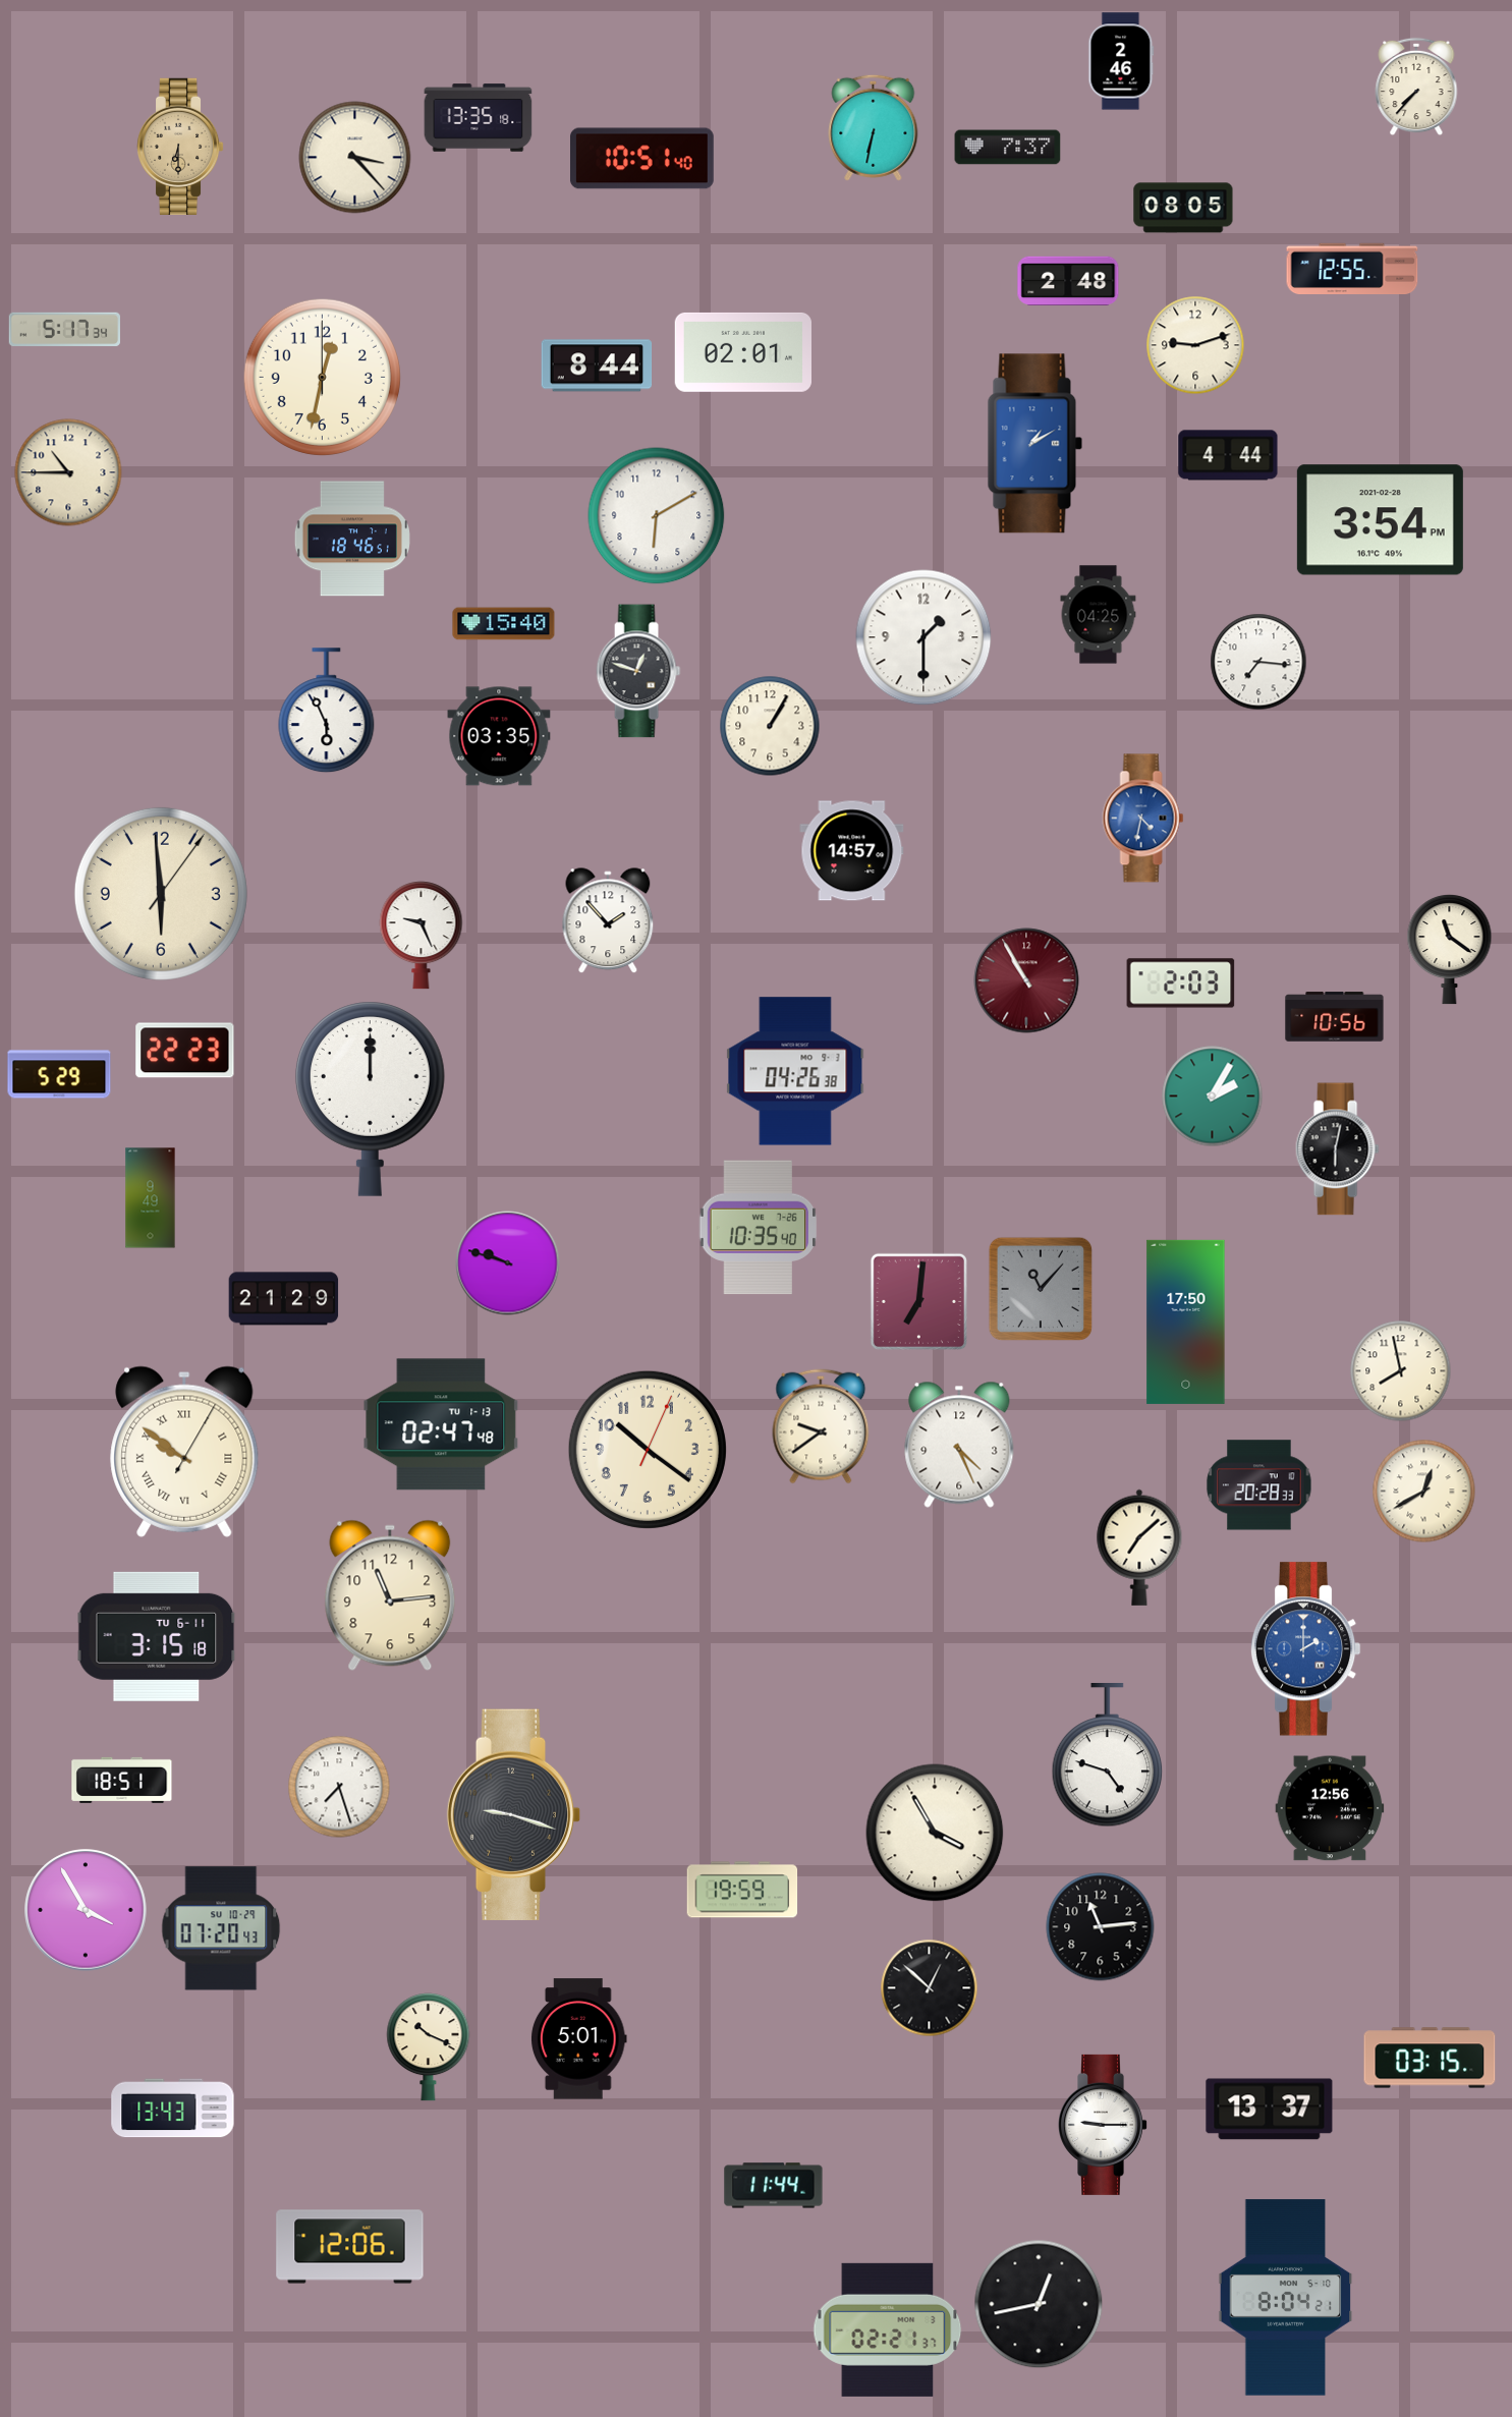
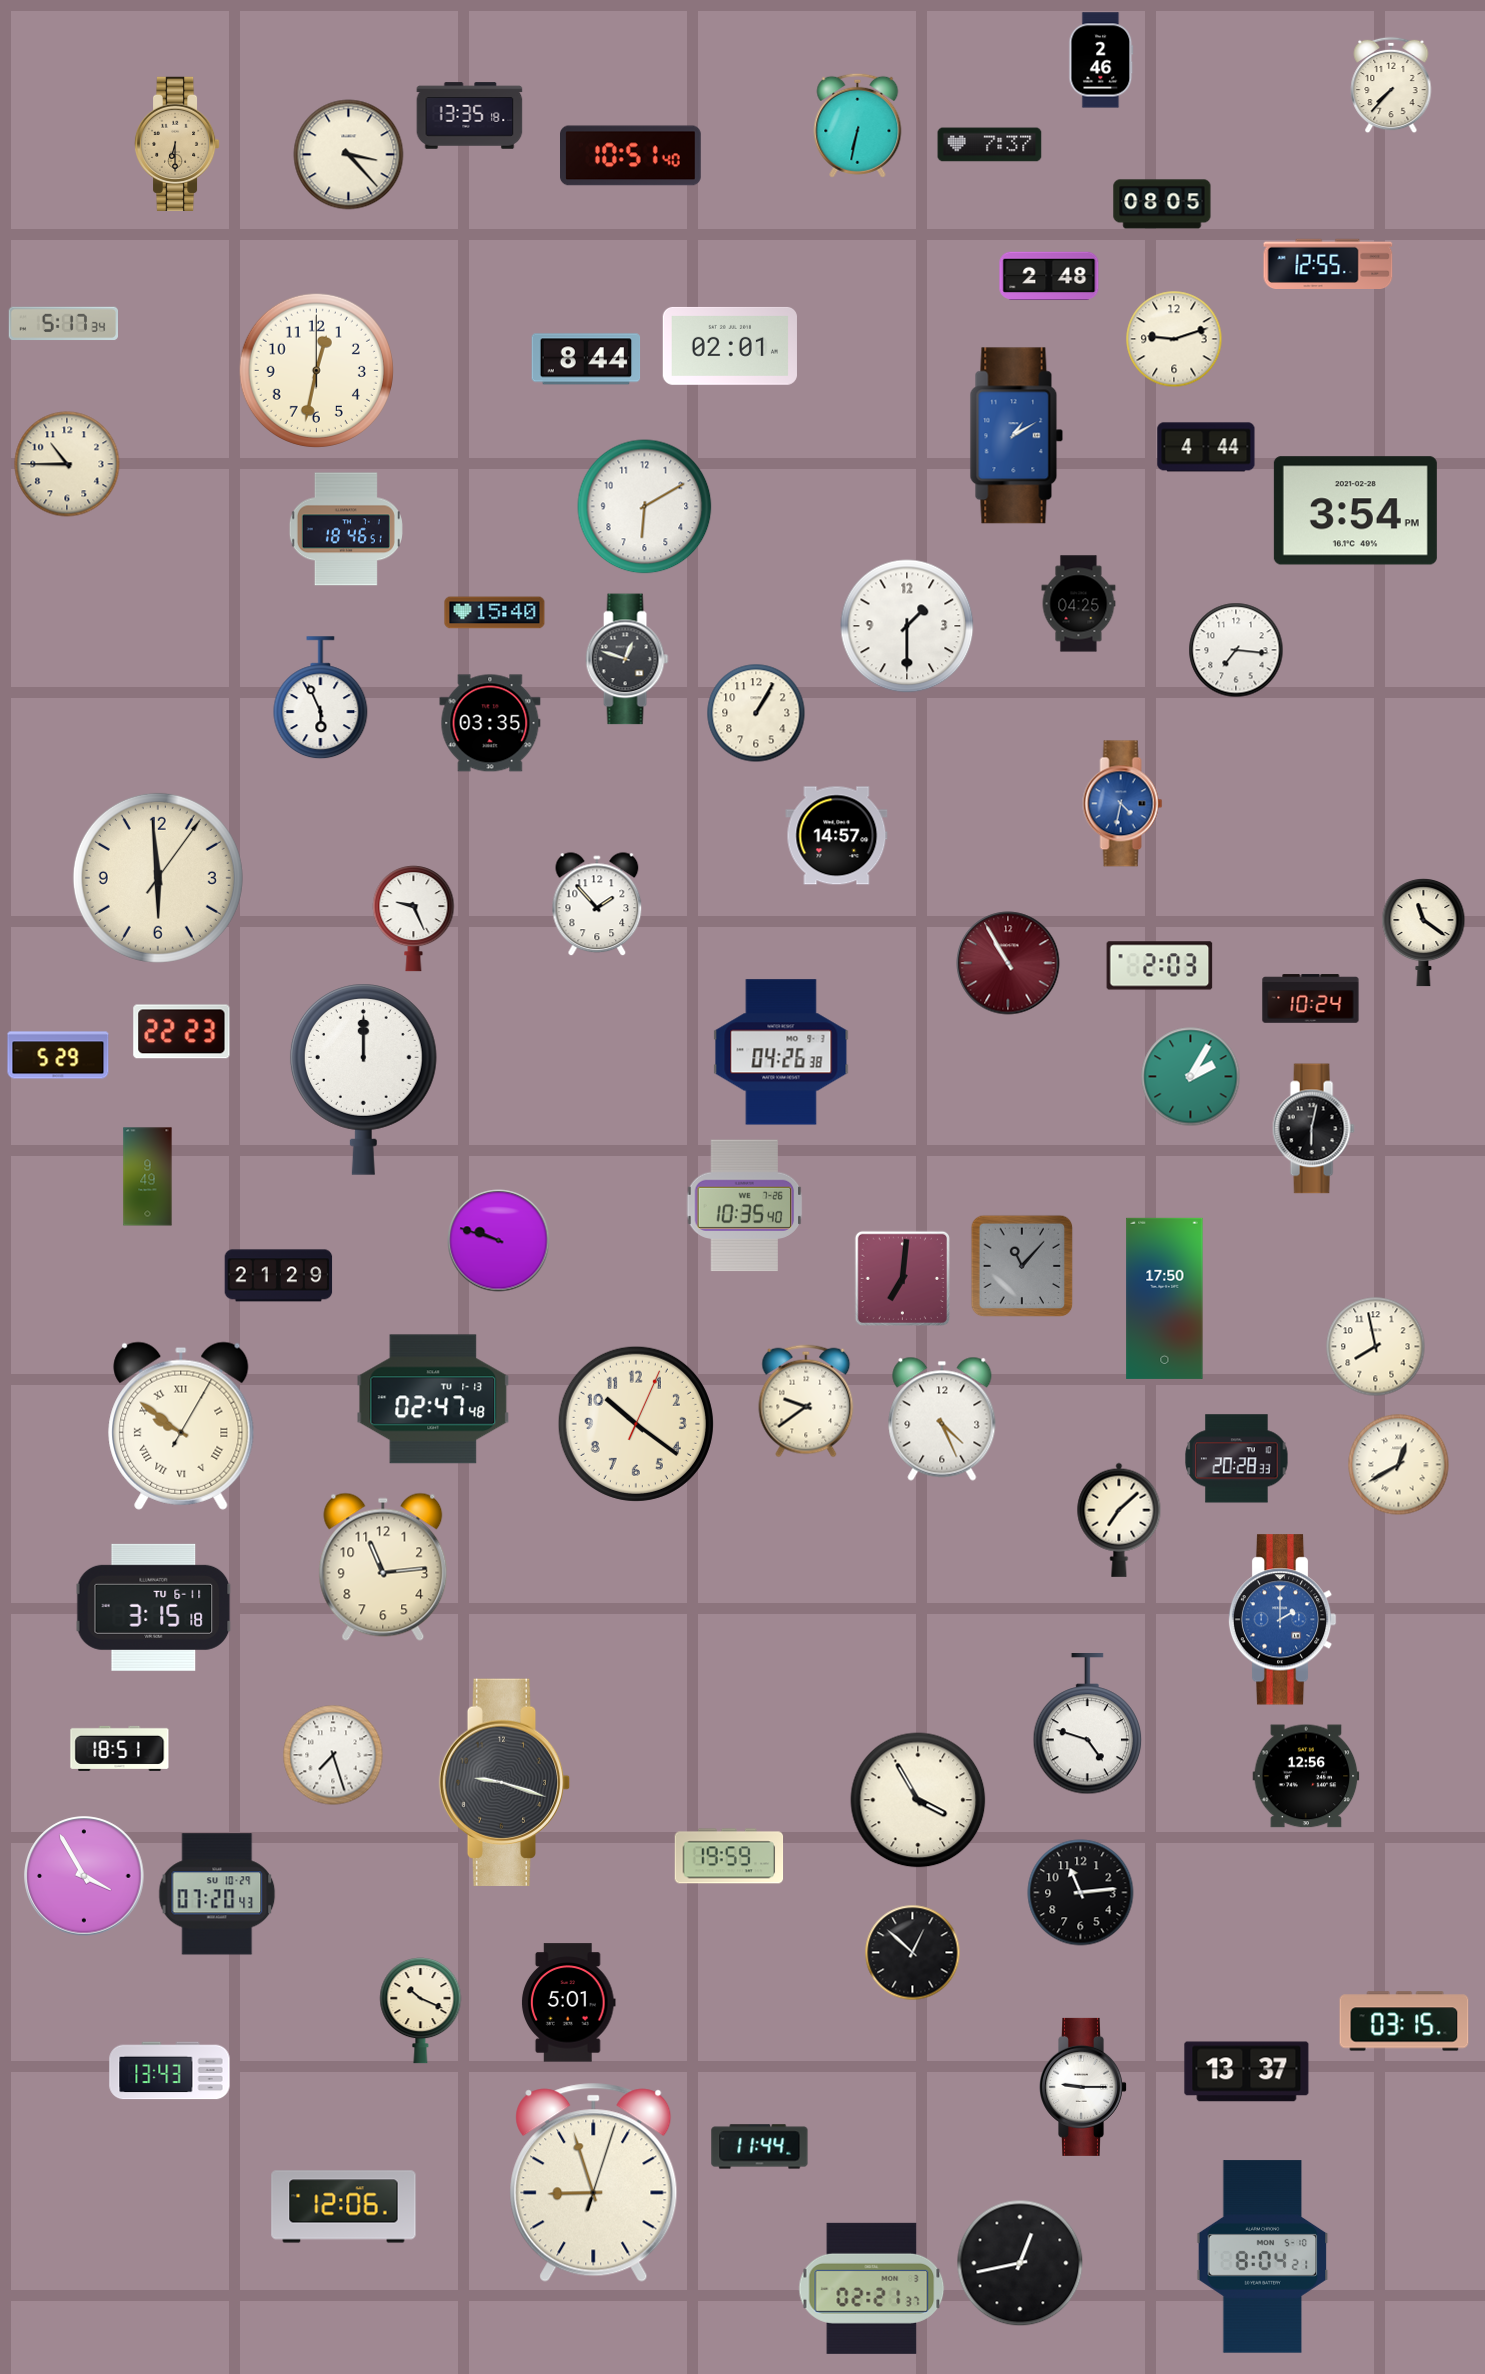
clock at (1335, 1017): 10:56 -> 10:24
clock at (594, 2182): none -> 8:57
